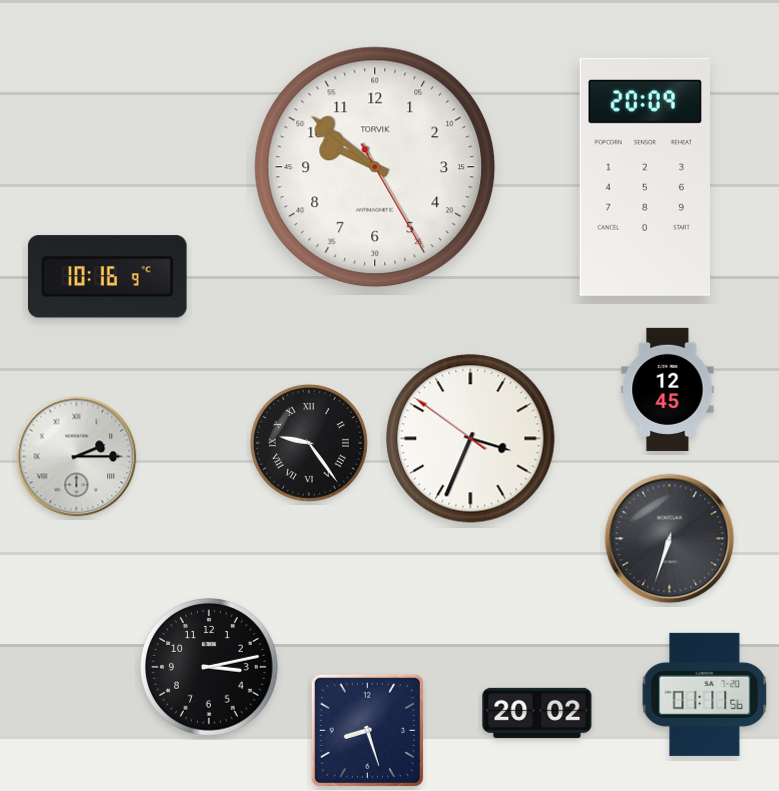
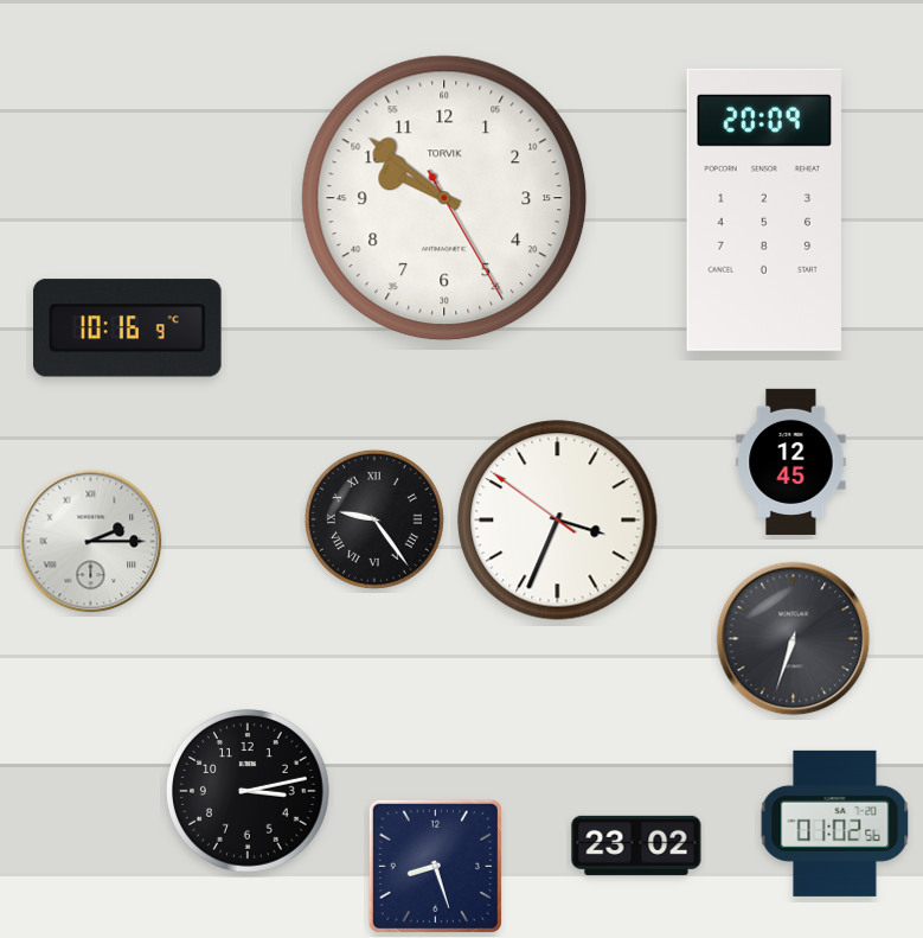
clock at (309, 443) position: (309, 443) -> (374, 519)
clock at (705, 694): 01:11 -> 01:02
clock at (537, 713): 20:02 -> 23:02
